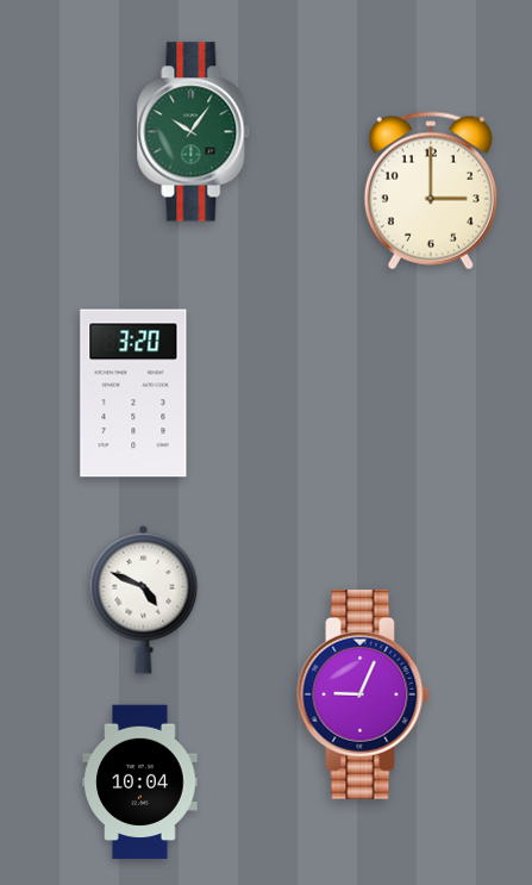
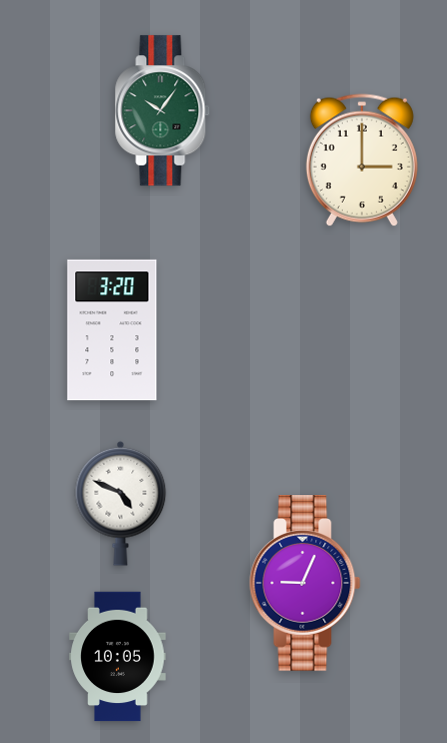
clock at (140, 783): 10:04 -> 10:05
